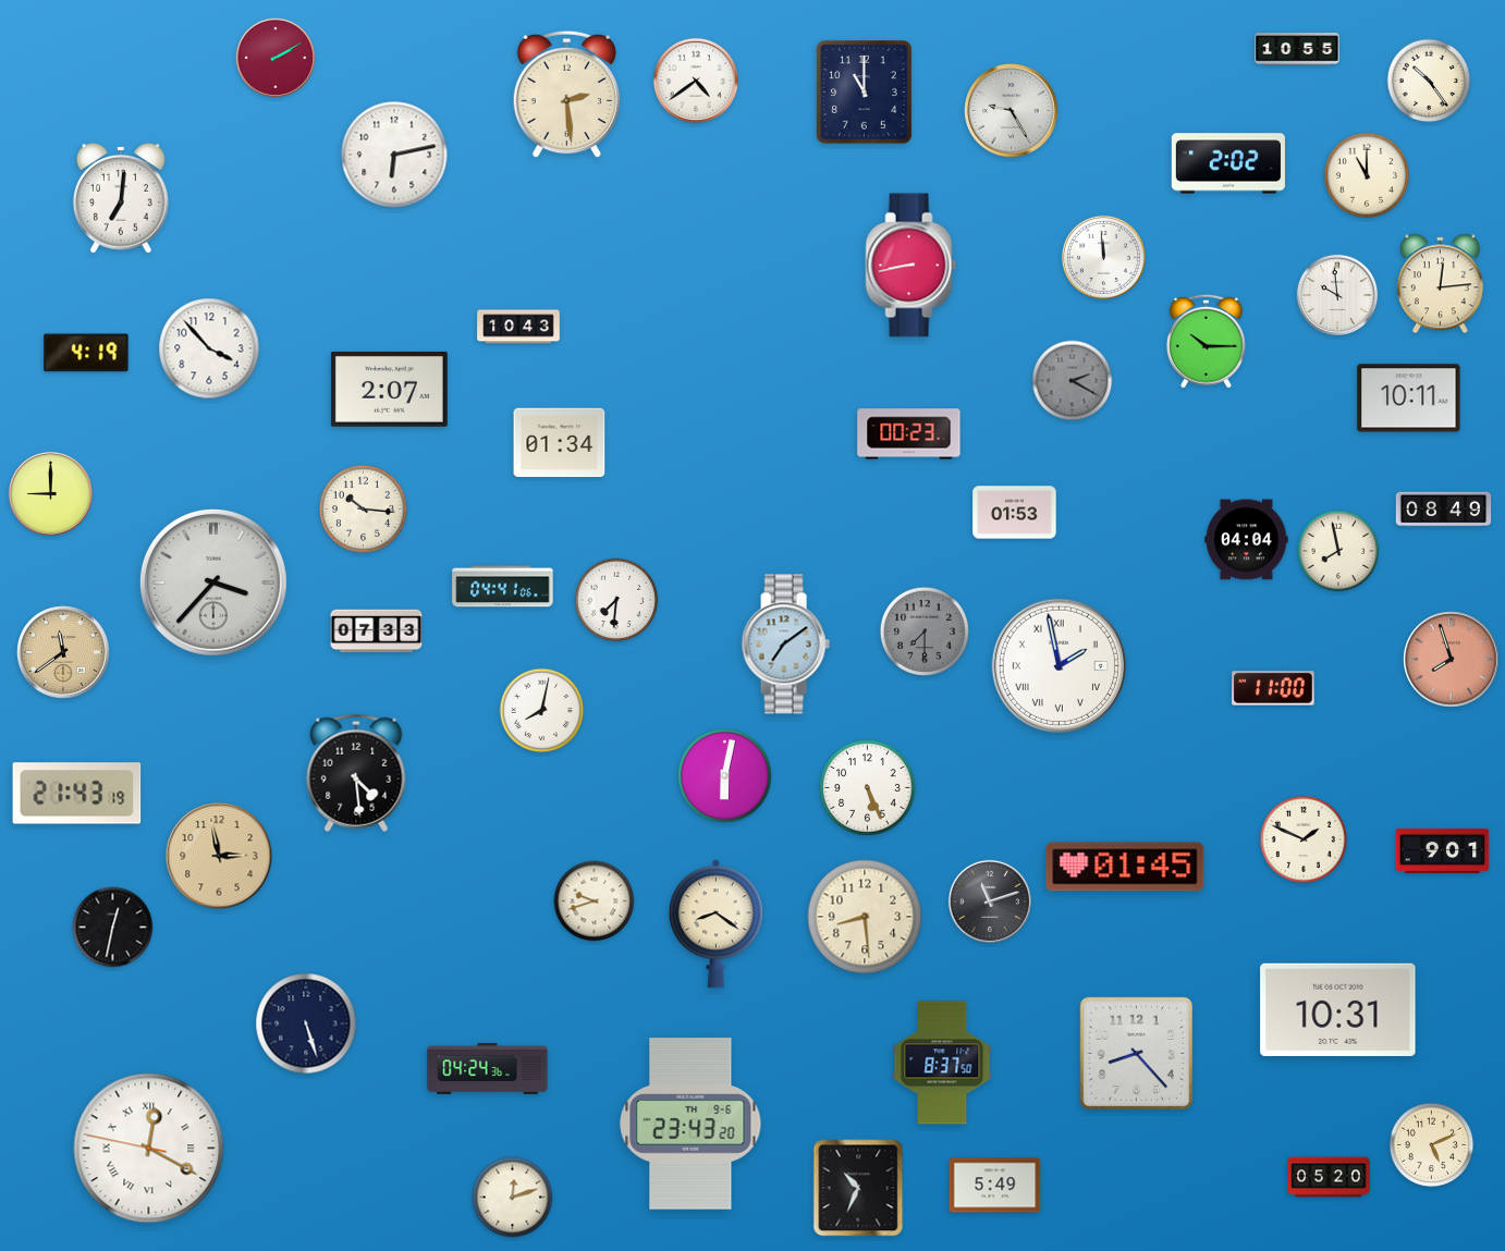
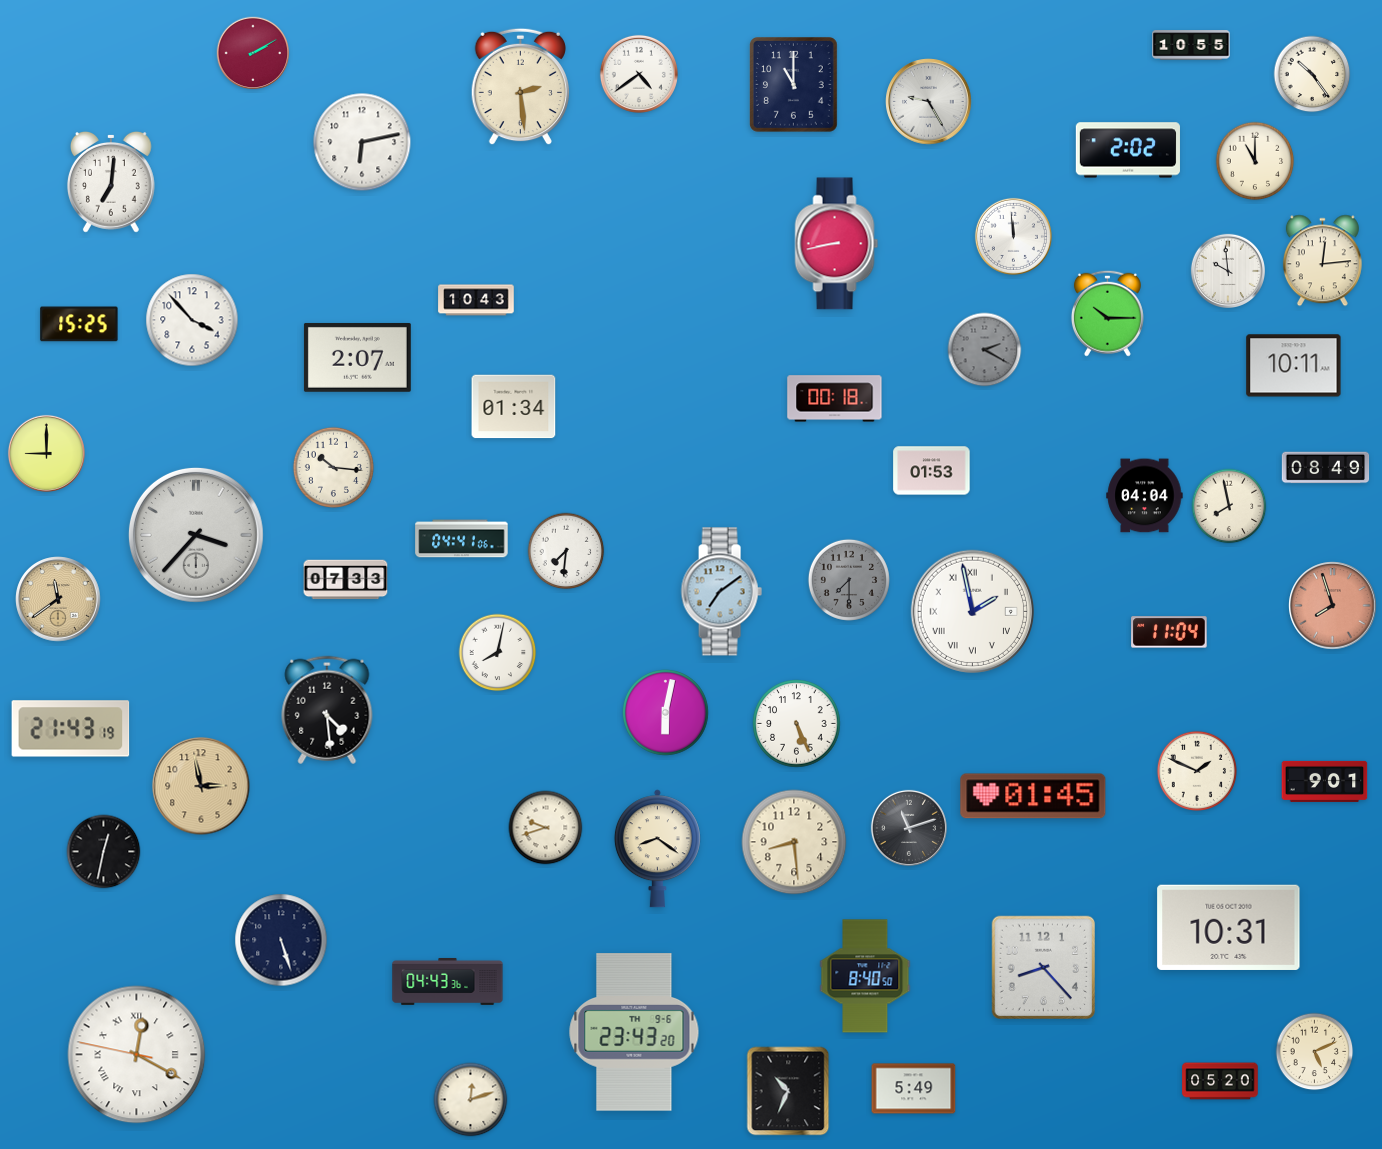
clock at (86, 353): 4:19 -> 15:25
clock at (909, 434): 00:23 -> 00:18
clock at (1273, 688): 11:00 -> 11:04
clock at (942, 1063): 8:37 -> 8:40
clock at (488, 1068): 04:24 -> 04:43
